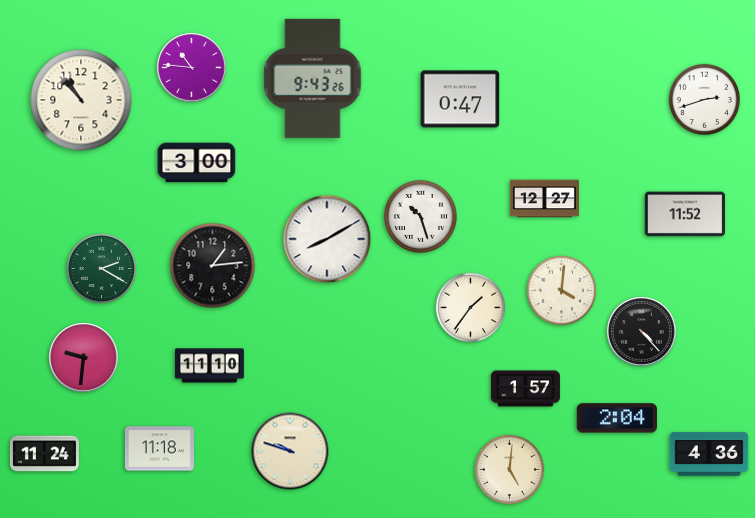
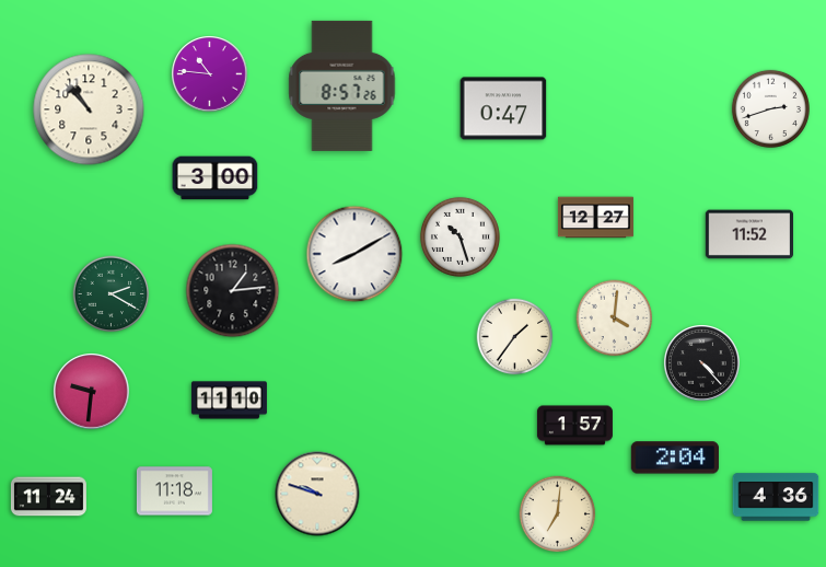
clock at (313, 78): 9:43 -> 8:57
clock at (327, 239) position: (327, 239) -> (354, 254)
clock at (510, 470): 5:01 -> 7:01
